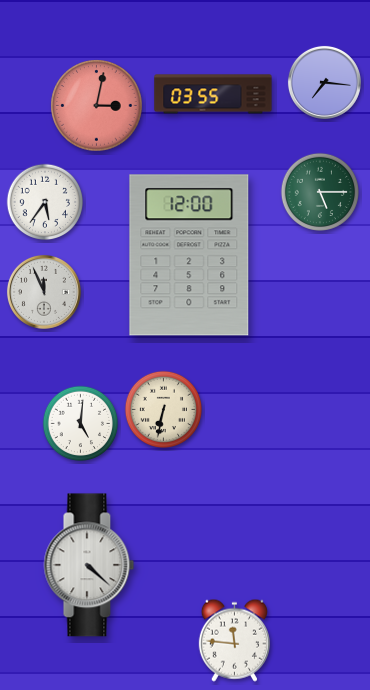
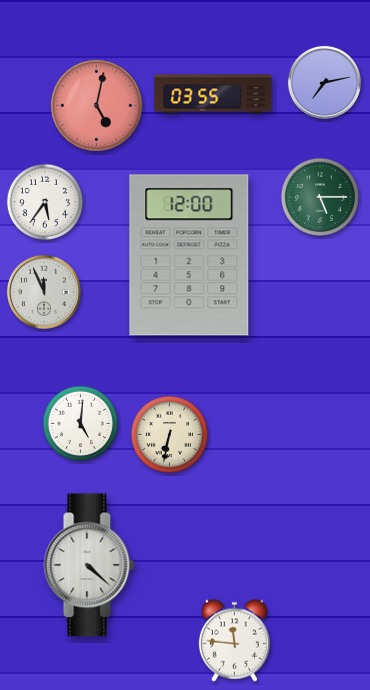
clock at (324, 82): 7:16 -> 7:13
clock at (97, 106): 3:02 -> 5:02
clock at (319, 191) position: (319, 191) -> (319, 196)
clock at (163, 409) position: (163, 409) -> (169, 434)
